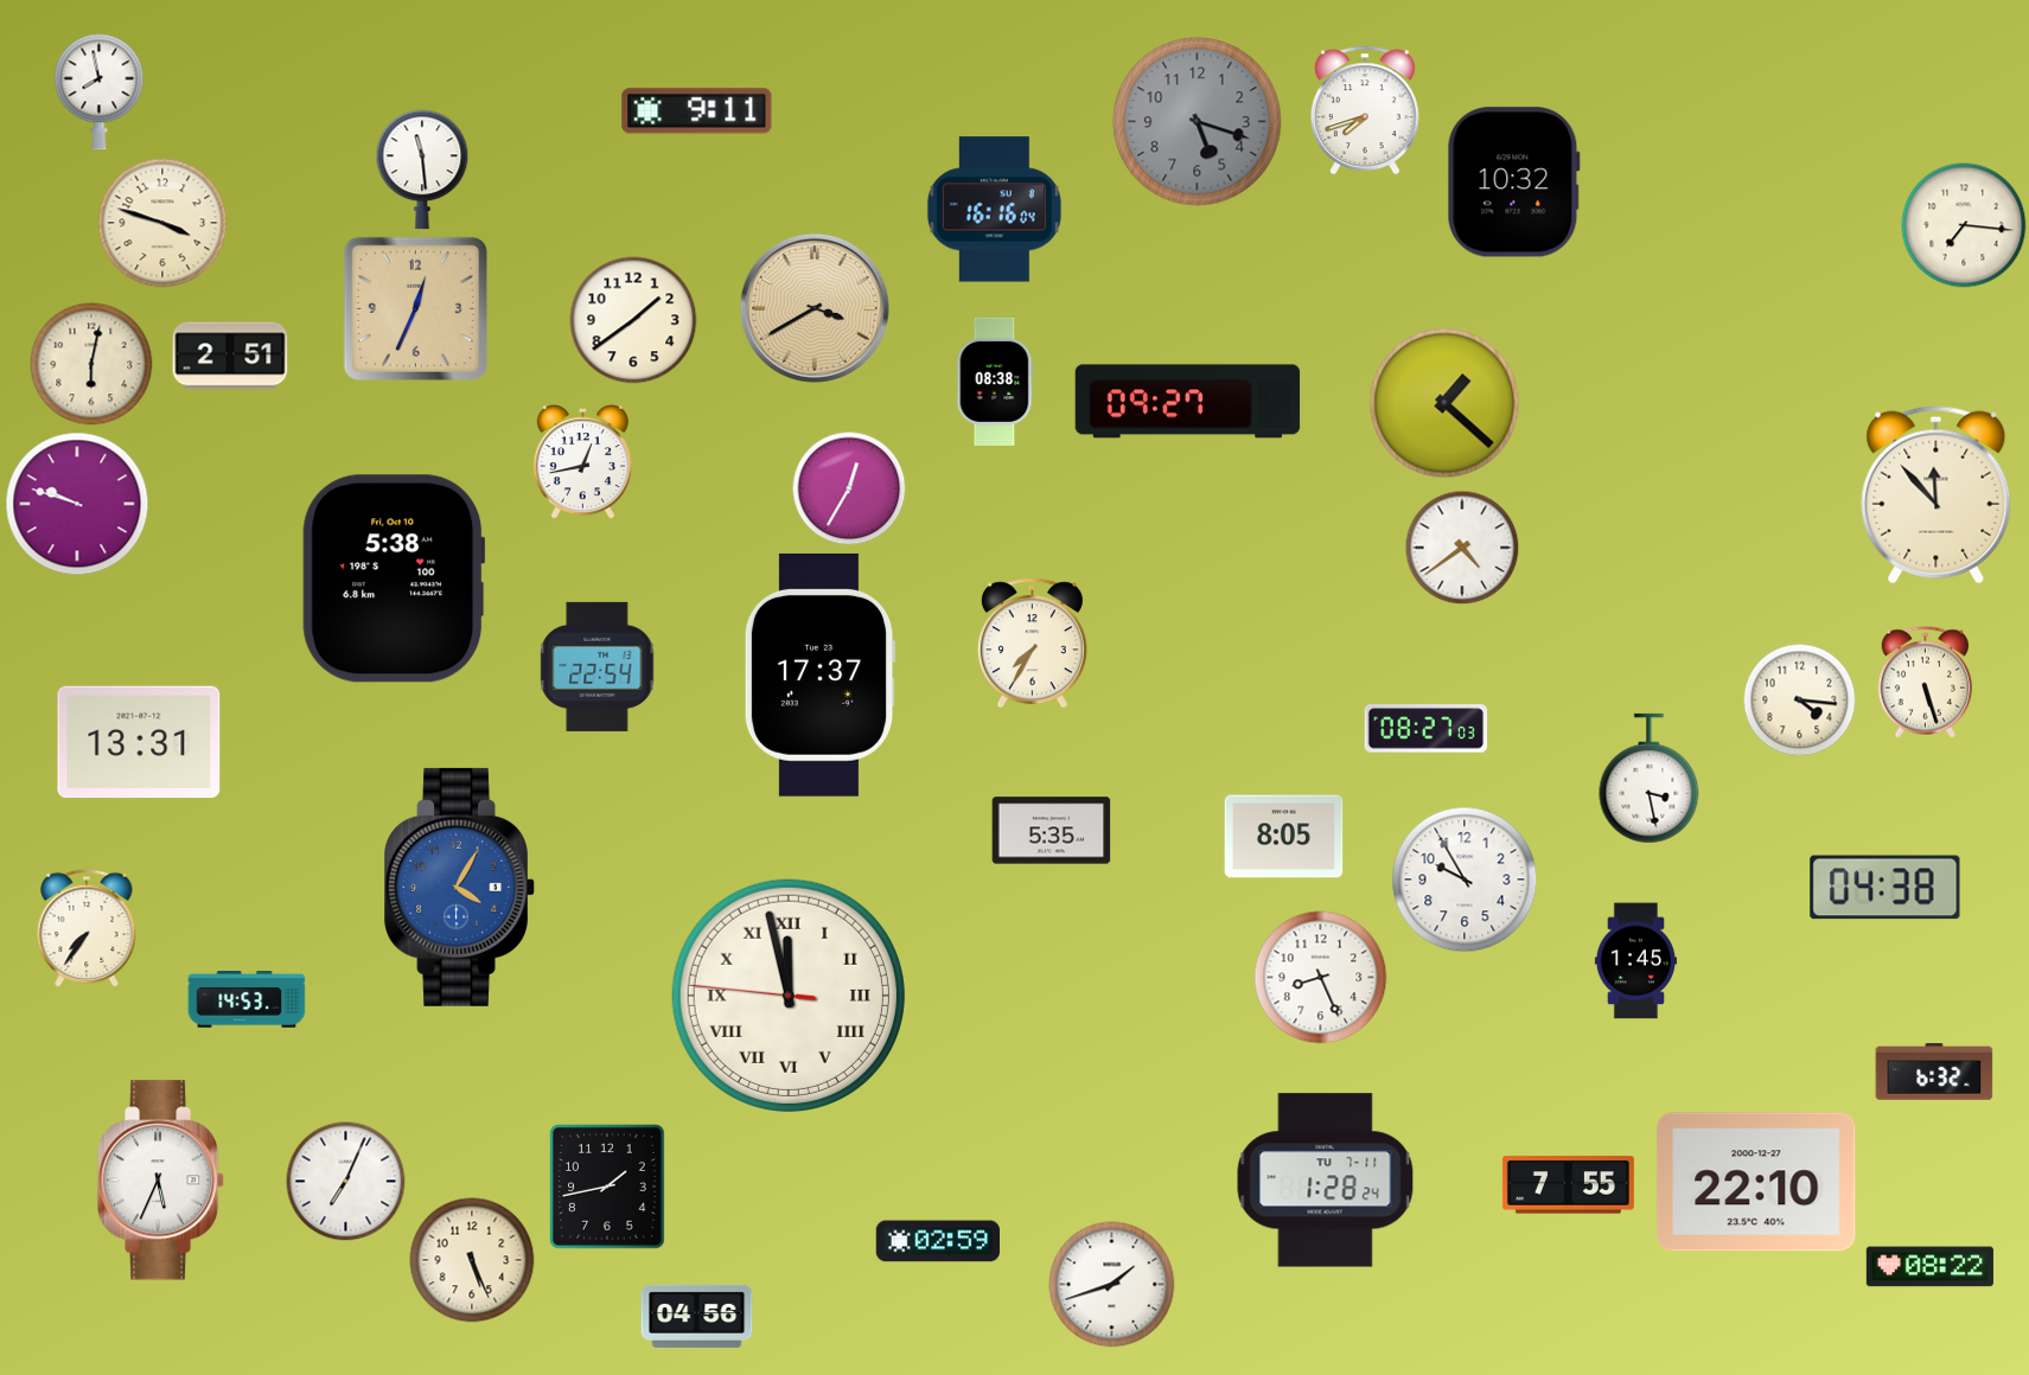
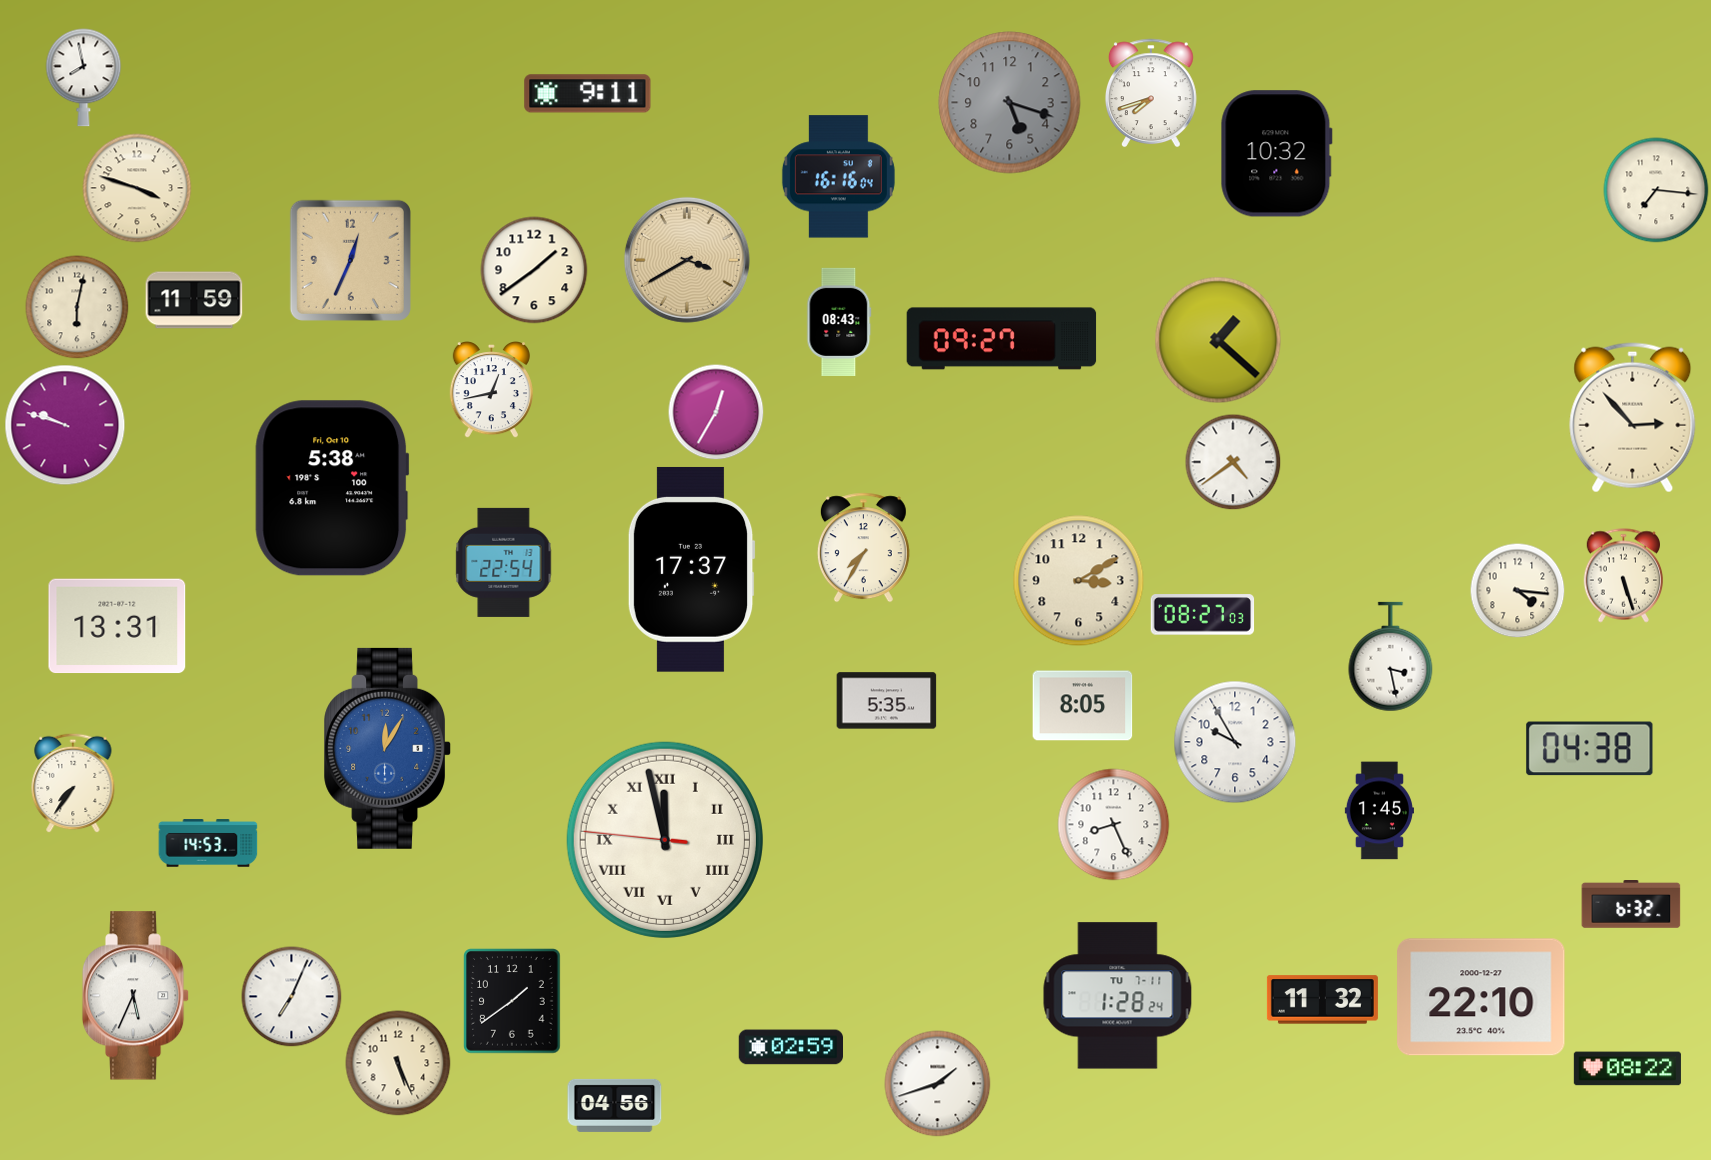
clock at (422, 170): 11:29 -> none
clock at (230, 356): 2:51 -> 11:59
clock at (995, 382): 08:38 -> 08:43
clock at (1937, 495): 11:53 -> 2:53
clock at (1032, 644) position: (1032, 644) -> (863, 548)
clock at (1079, 581): none -> 3:10
clock at (459, 887): 4:05 -> 12:05
clock at (1568, 1185): 7:55 -> 11:32
clock at (607, 1187): 1:43 -> 1:39
clock at (697, 1316) position: (697, 1316) -> (615, 1105)
